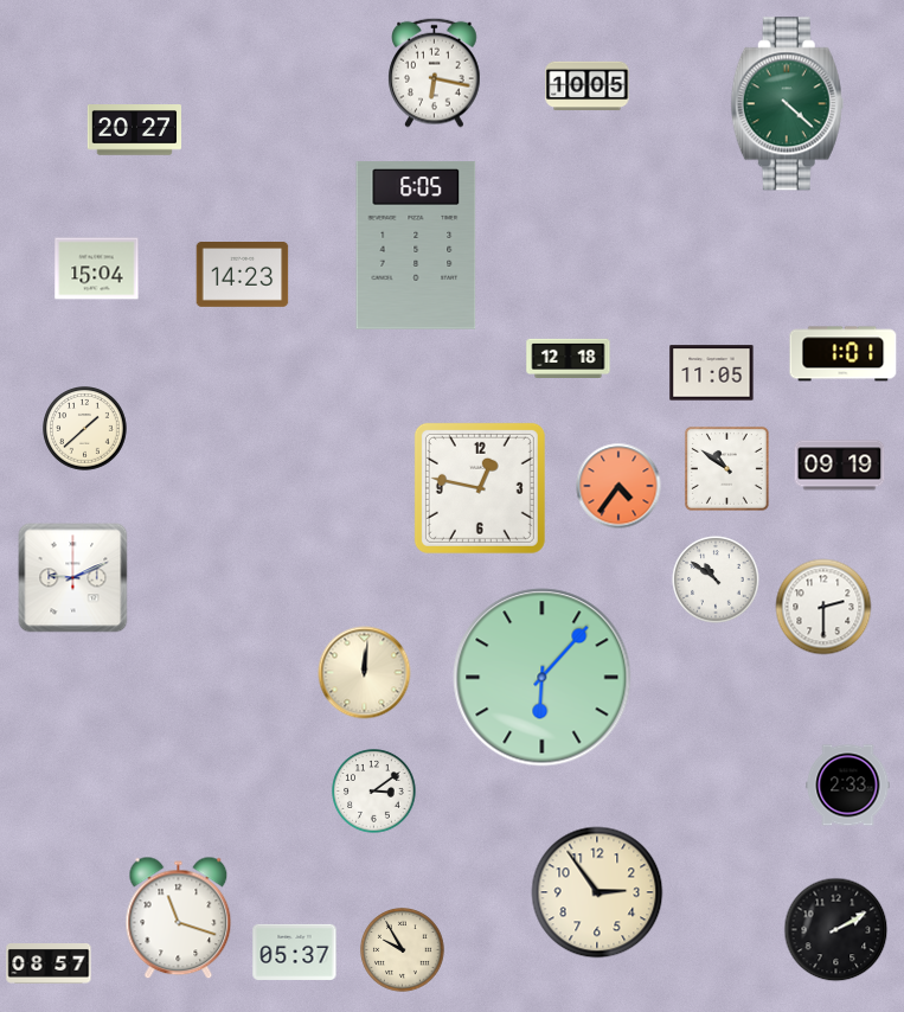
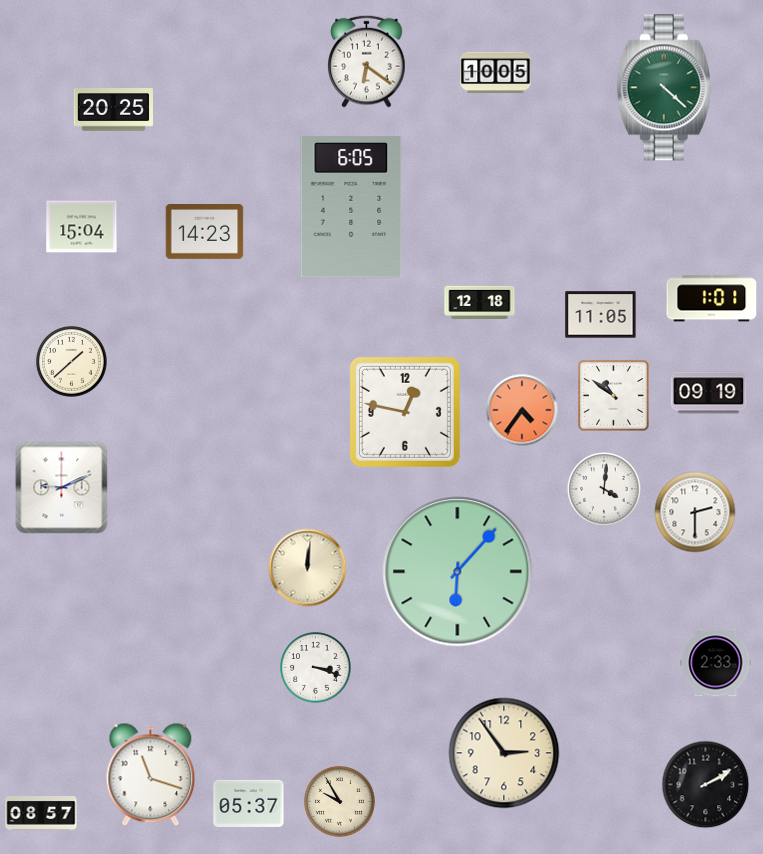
clock at (435, 72): 6:17 -> 6:21
clock at (134, 130): 20:27 -> 20:25
clock at (716, 579): 10:51 -> 4:01
clock at (374, 792): 3:09 -> 3:18
